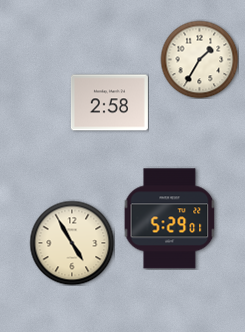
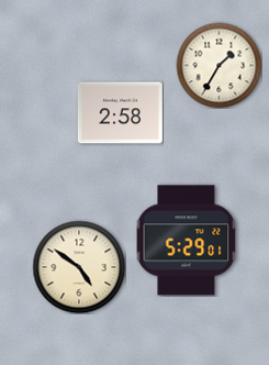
clock at (72, 243): 4:55 -> 4:51
